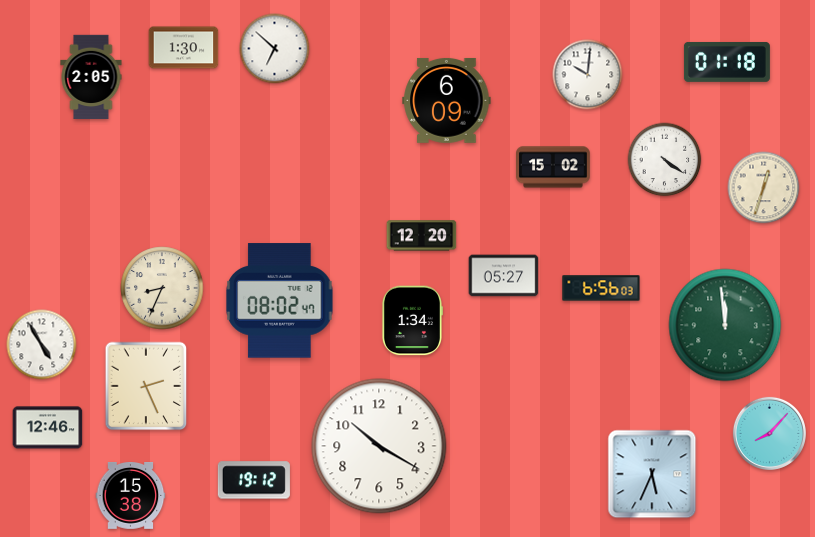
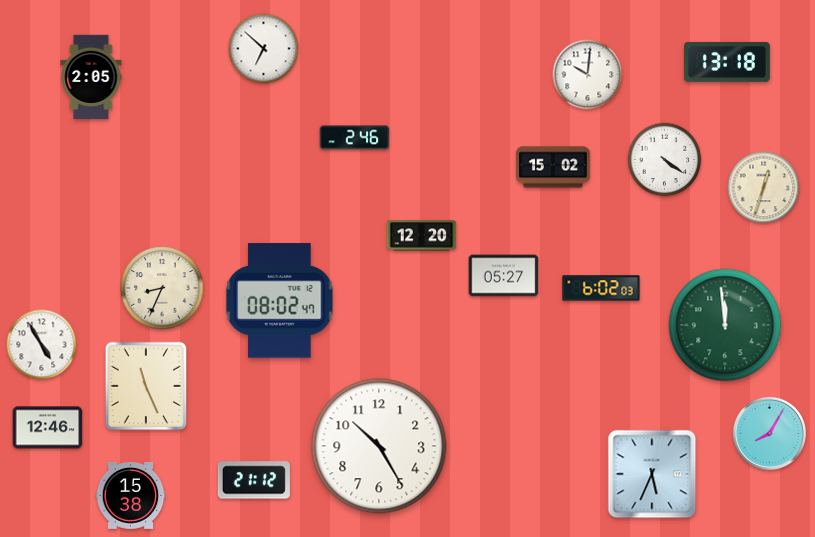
clock at (184, 48): 1:30 -> none
clock at (275, 49) position: (275, 49) -> (264, 49)
clock at (727, 62): 01:18 -> 13:18
clock at (447, 100): 6:09 -> none
clock at (355, 138): none -> 2:46
clock at (601, 288): 6:56 -> 6:02
clock at (412, 321): 1:34 -> none
clock at (146, 386): 2:26 -> 11:26
clock at (769, 433): 8:07 -> 8:05
clock at (379, 446): 10:20 -> 10:25
clock at (254, 480): 19:12 -> 21:12
